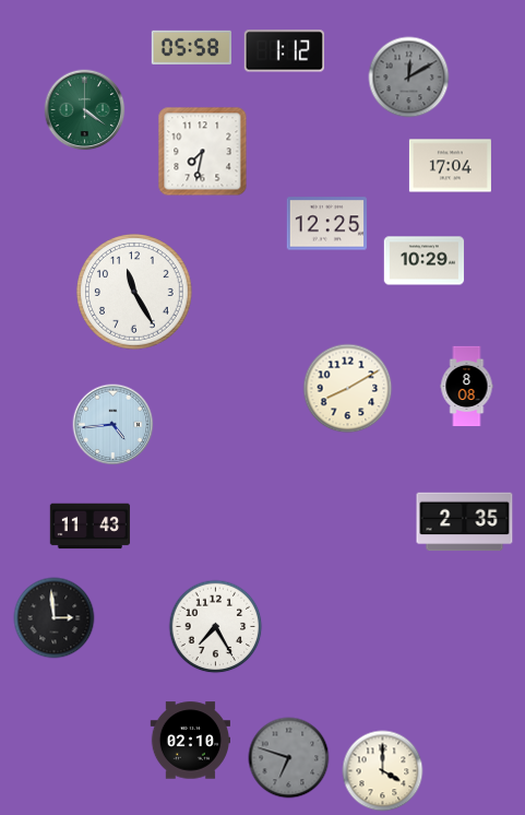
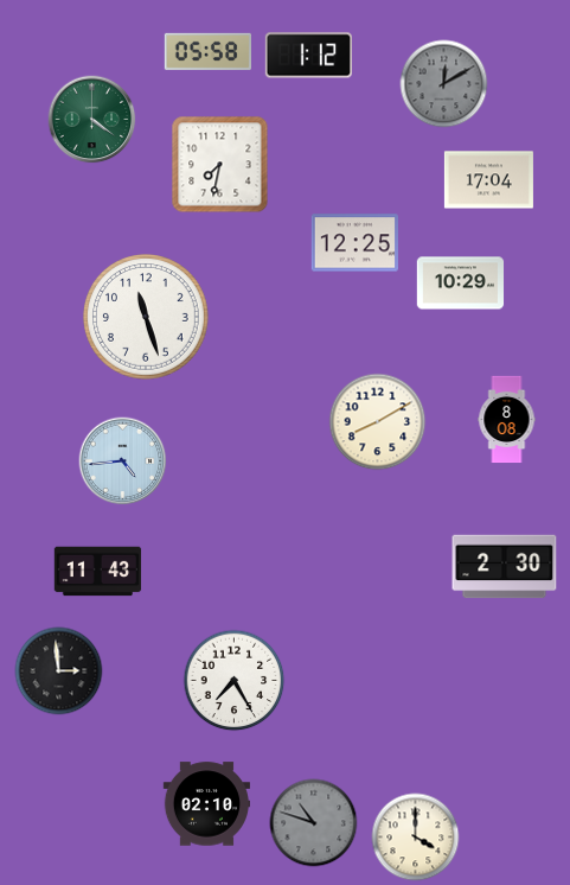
clock at (135, 293): 11:25 -> 11:27
clock at (465, 522): 2:35 -> 2:30
clock at (289, 758): 6:48 -> 10:48
